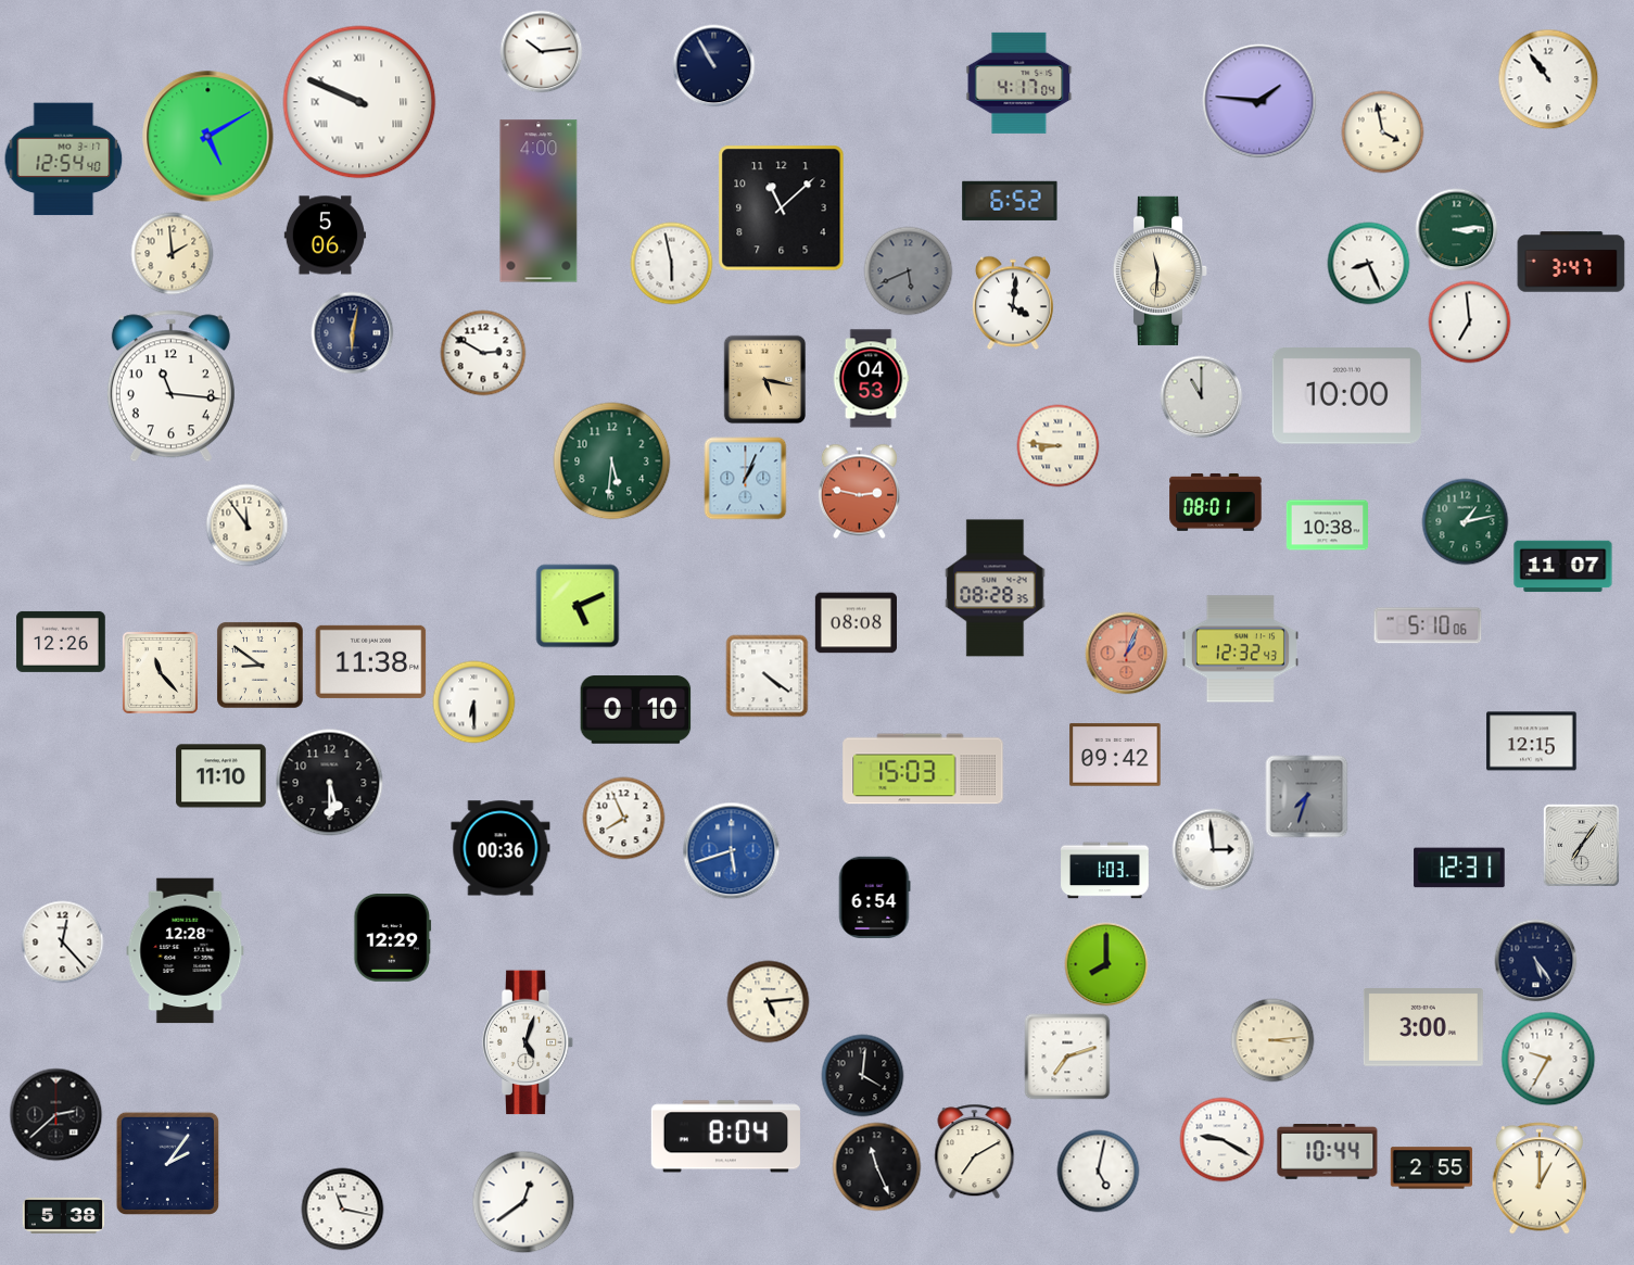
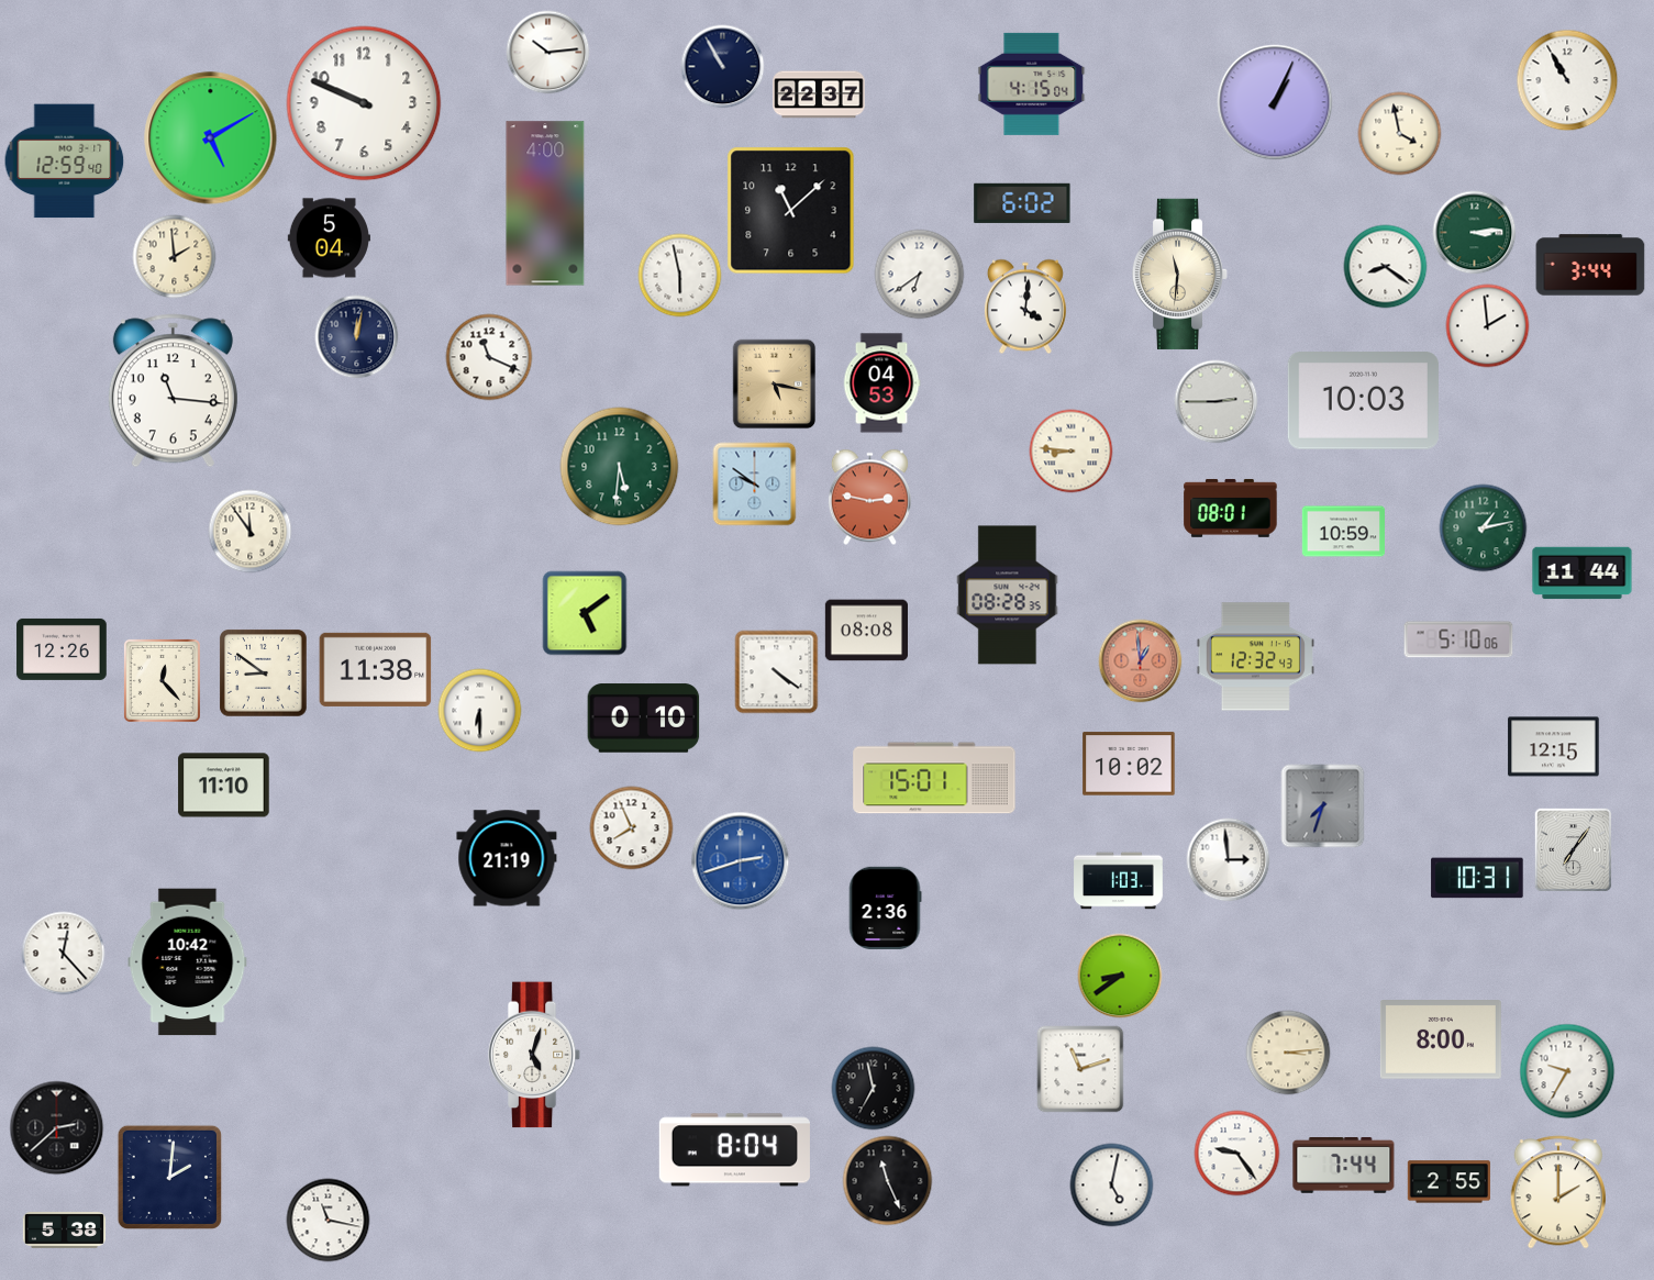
clock at (1548, 79): 10:54 -> 10:55
clock at (1019, 83): 4:17 -> 4:15
clock at (819, 94): none -> 22:37
clock at (1259, 101): 1:46 -> 1:04
clock at (359, 102) numerals: Roman -> Arabic
clock at (64, 160): 12:54 -> 12:59
clock at (1010, 201): 6:52 -> 6:02
clock at (325, 236): 5:06 -> 5:04
clock at (1571, 262): 3:47 -> 3:44
clock at (672, 264) position: (672, 264) -> (680, 276)
clock at (1369, 264): 8:26 -> 8:21
clock at (1161, 270) position: (1161, 270) -> (1180, 274)
clock at (909, 271): 5:41 -> 6:39
clock at (909, 271) dial: grey -> white
clock at (1470, 322): 6:59 -> 1:59
clock at (353, 333): 6:02 -> 12:02
clock at (483, 353): 2:50 -> 11:19
clock at (1346, 396): 10:00 -> 10:03
clock at (1202, 397): 11:00 -> 2:45
clock at (746, 479): 1:04 -> 9:51
clock at (1327, 526): 10:38 -> 10:59
clock at (1563, 567): 11:07 -> 11:44
clock at (578, 606): 5:11 -> 5:09
clock at (1428, 625) position: (1428, 625) -> (1458, 639)
clock at (1127, 654): 1:04 -> 12:59
clock at (160, 672): 11:23 -> 12:23
clock at (768, 676) position: (768, 676) -> (777, 672)
clock at (1532, 742) position: (1532, 742) -> (1554, 747)
clock at (1115, 755): 09:42 -> 10:02
clock at (923, 769): 15:03 -> 15:01
clock at (330, 783): 5:30 -> none
clock at (1581, 845) position: (1581, 845) -> (1573, 849)
clock at (501, 848): 00:36 -> 21:19
clock at (732, 851): 5:42 -> 2:42
clock at (1459, 868): 12:31 -> 10:31
clock at (874, 897): 6:54 -> 2:36
clock at (393, 938): 12:29 -> none
clock at (186, 951): 12:28 -> 10:42
clock at (1536, 961): 5:24 -> none
clock at (1106, 964): 8:00 -> 8:39
clock at (769, 1002): 5:14 -> none
clock at (1423, 1028): 3:00 -> 8:00
clock at (1067, 1057): 7:12 -> 11:12
clock at (863, 1076): 4:01 -> 6:58
clock at (1223, 1140): 9:20 -> 9:24
clock at (975, 1152): 7:10 -> none
clock at (1328, 1152): 10:44 -> 7:44
clock at (167, 1163): 2:06 -> 2:01
clock at (1540, 1178): 1:00 -> 2:00
clock at (523, 1202): 12:39 -> none
clock at (343, 1210) position: (343, 1210) -> (329, 1221)
